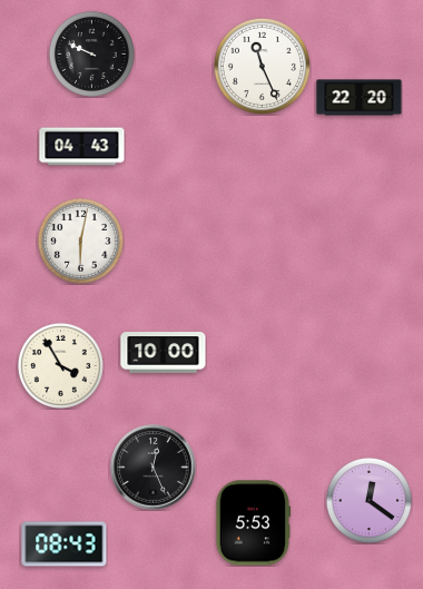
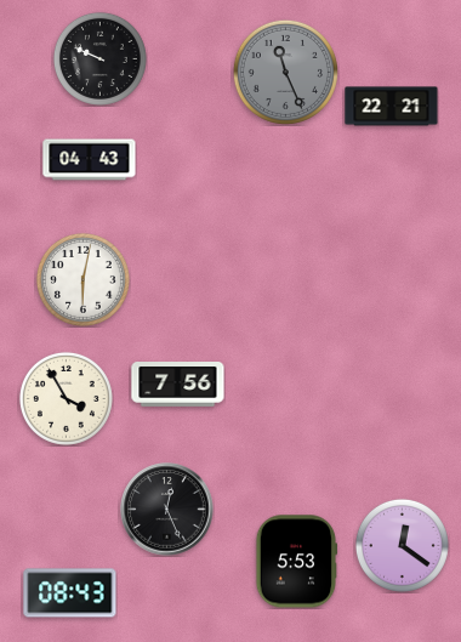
clock at (262, 66) dial: white -> grey
clock at (360, 98): 22:20 -> 22:21
clock at (80, 240) position: (80, 240) -> (82, 279)
clock at (164, 353): 10:00 -> 7:56
clock at (253, 523) position: (253, 523) -> (296, 562)
